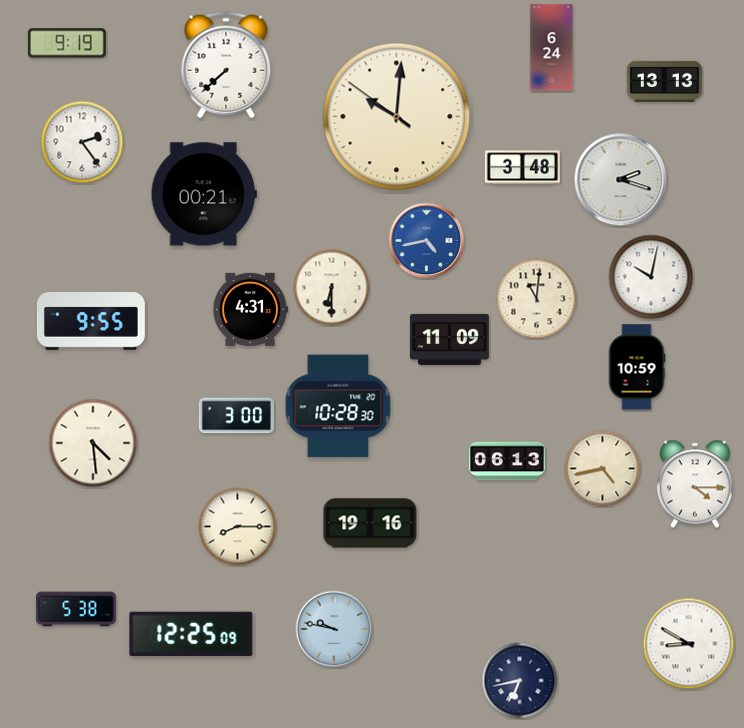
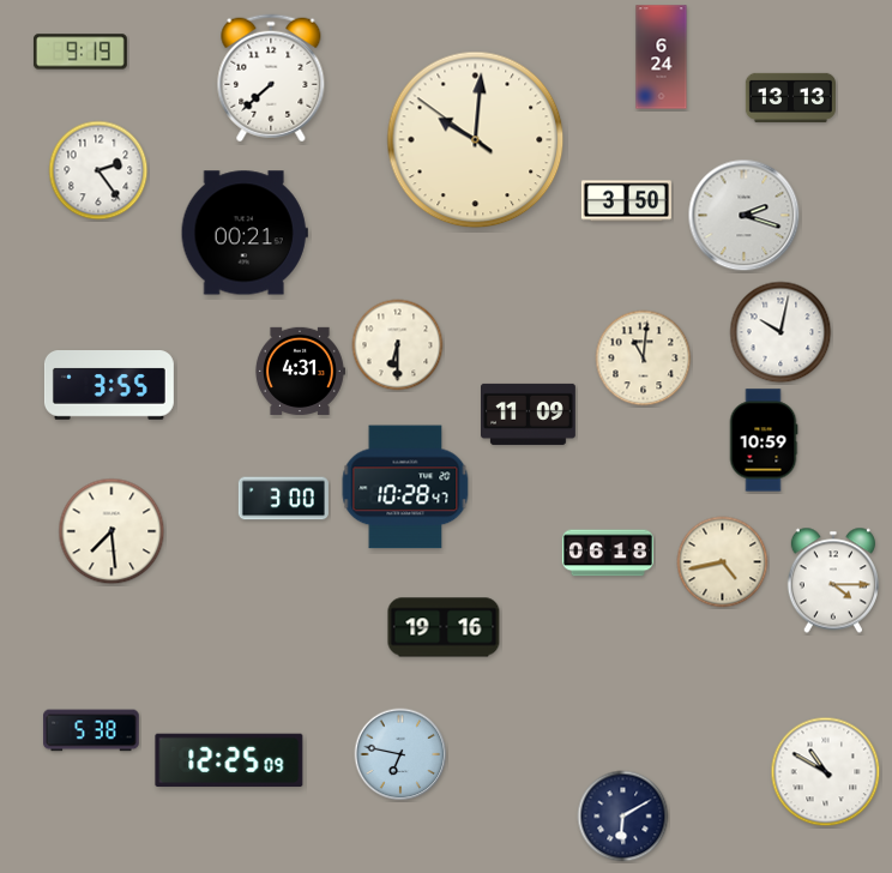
clock at (664, 81) position: (664, 81) -> (790, 97)
clock at (522, 168): 3:48 -> 3:50
clock at (427, 241): 4:43 -> none
clock at (91, 322): 9:55 -> 3:55
clock at (450, 339) position: (450, 339) -> (529, 414)
clock at (338, 406): 10:28:30 -> 10:28:47
clock at (93, 443): 4:29 -> 7:29
clock at (507, 461): 06:13 -> 06:18
clock at (238, 527): 8:15 -> none
clock at (334, 629): 9:47 -> 6:47
clock at (689, 644): 8:50 -> 10:50
clock at (520, 681): 6:43 -> 6:10
